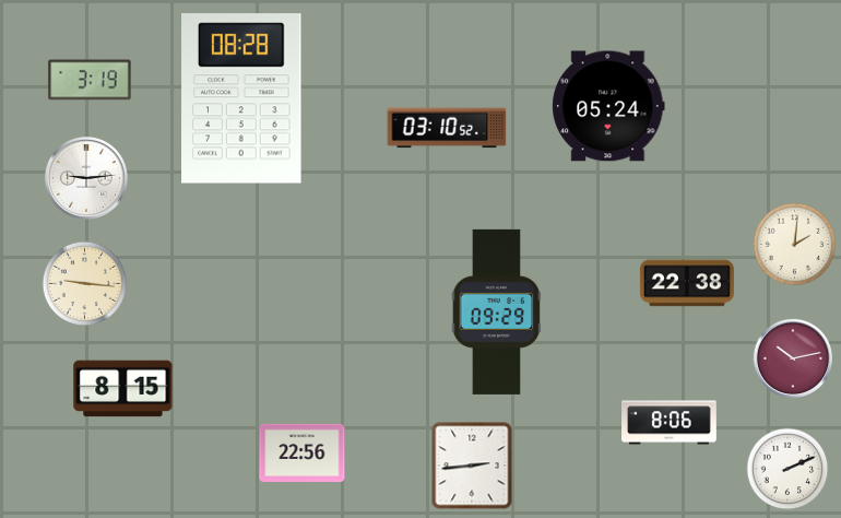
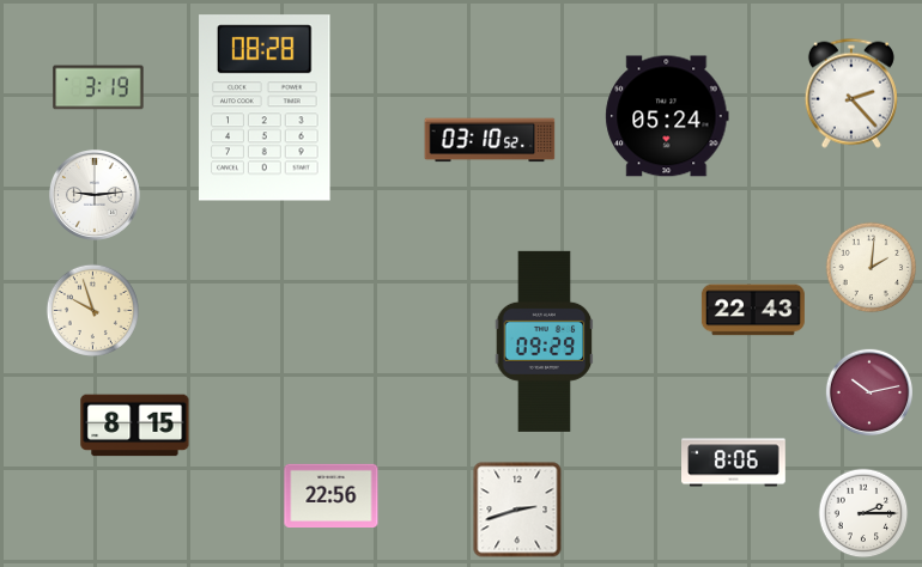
clock at (851, 93): none -> 2:23
clock at (84, 283): 9:16 -> 9:57
clock at (687, 283): 22:38 -> 22:43
clock at (472, 466): 2:44 -> 2:42
clock at (787, 469): 2:11 -> 2:15
